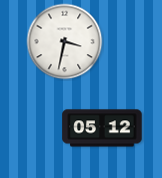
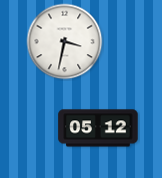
clock at (102, 128) position: (102, 128) -> (98, 128)
